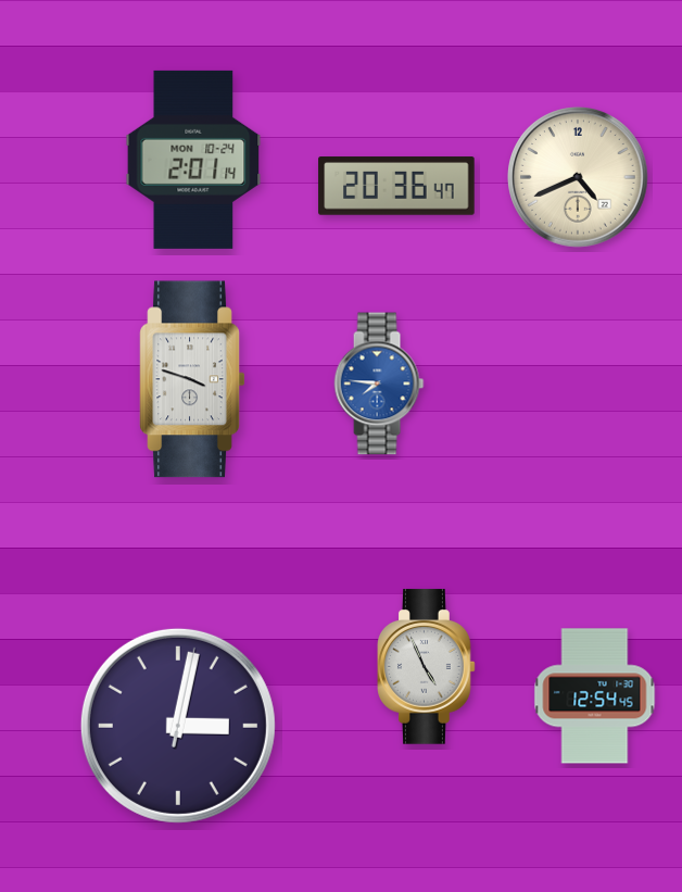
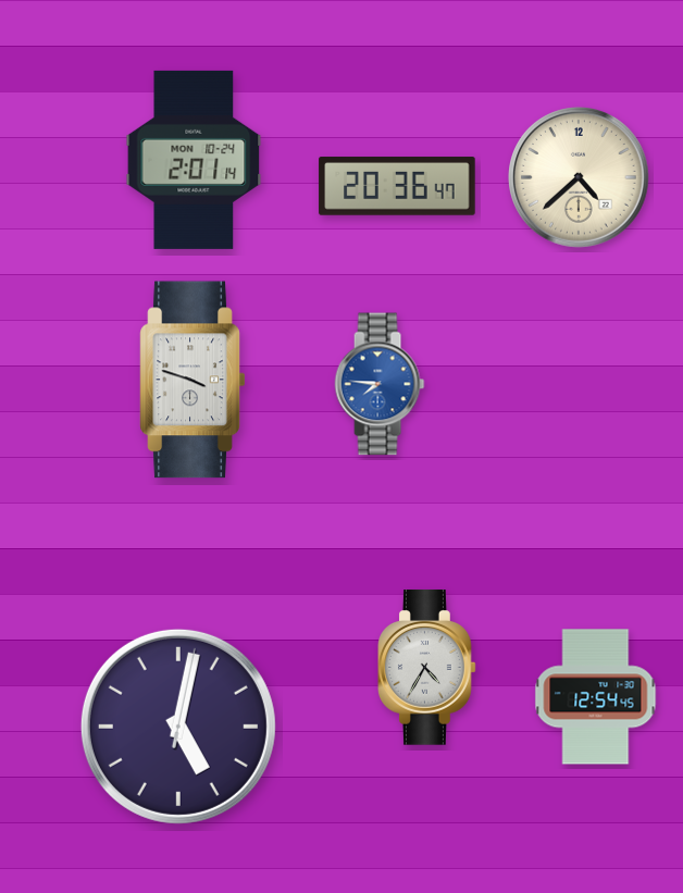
clock at (579, 178): 4:41 -> 4:38
clock at (427, 667): 4:56 -> 4:35
clock at (178, 726): 3:02 -> 5:02
